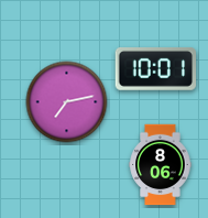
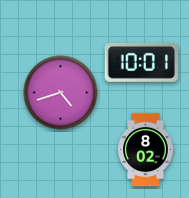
clock at (67, 102): 7:13 -> 4:42
clock at (161, 165): 8:06 -> 8:02
